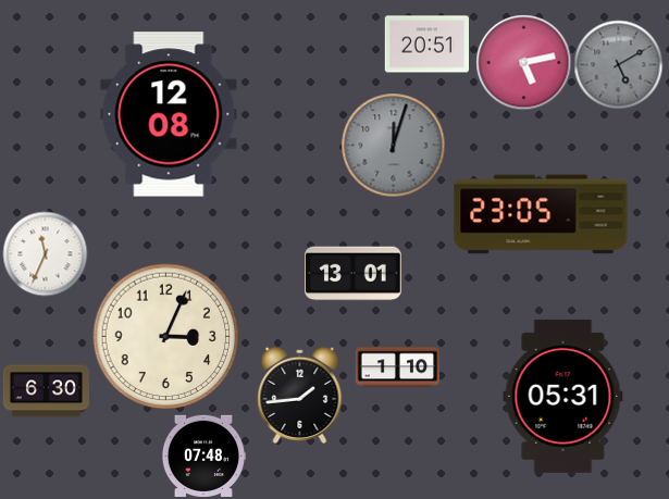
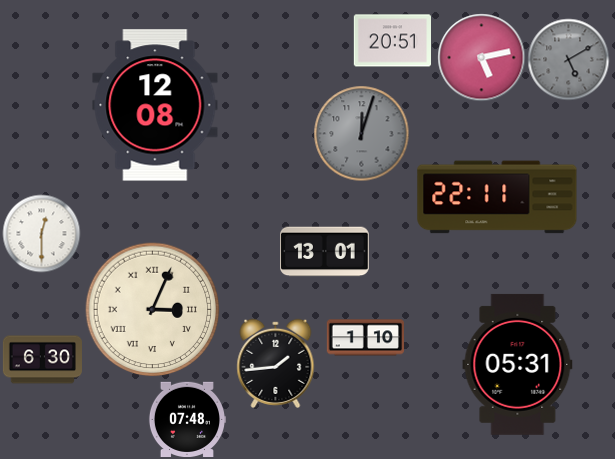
clock at (541, 214): 23:05 -> 22:11
clock at (45, 253): 11:34 -> 12:30
clock at (166, 337) numerals: Arabic -> Roman
